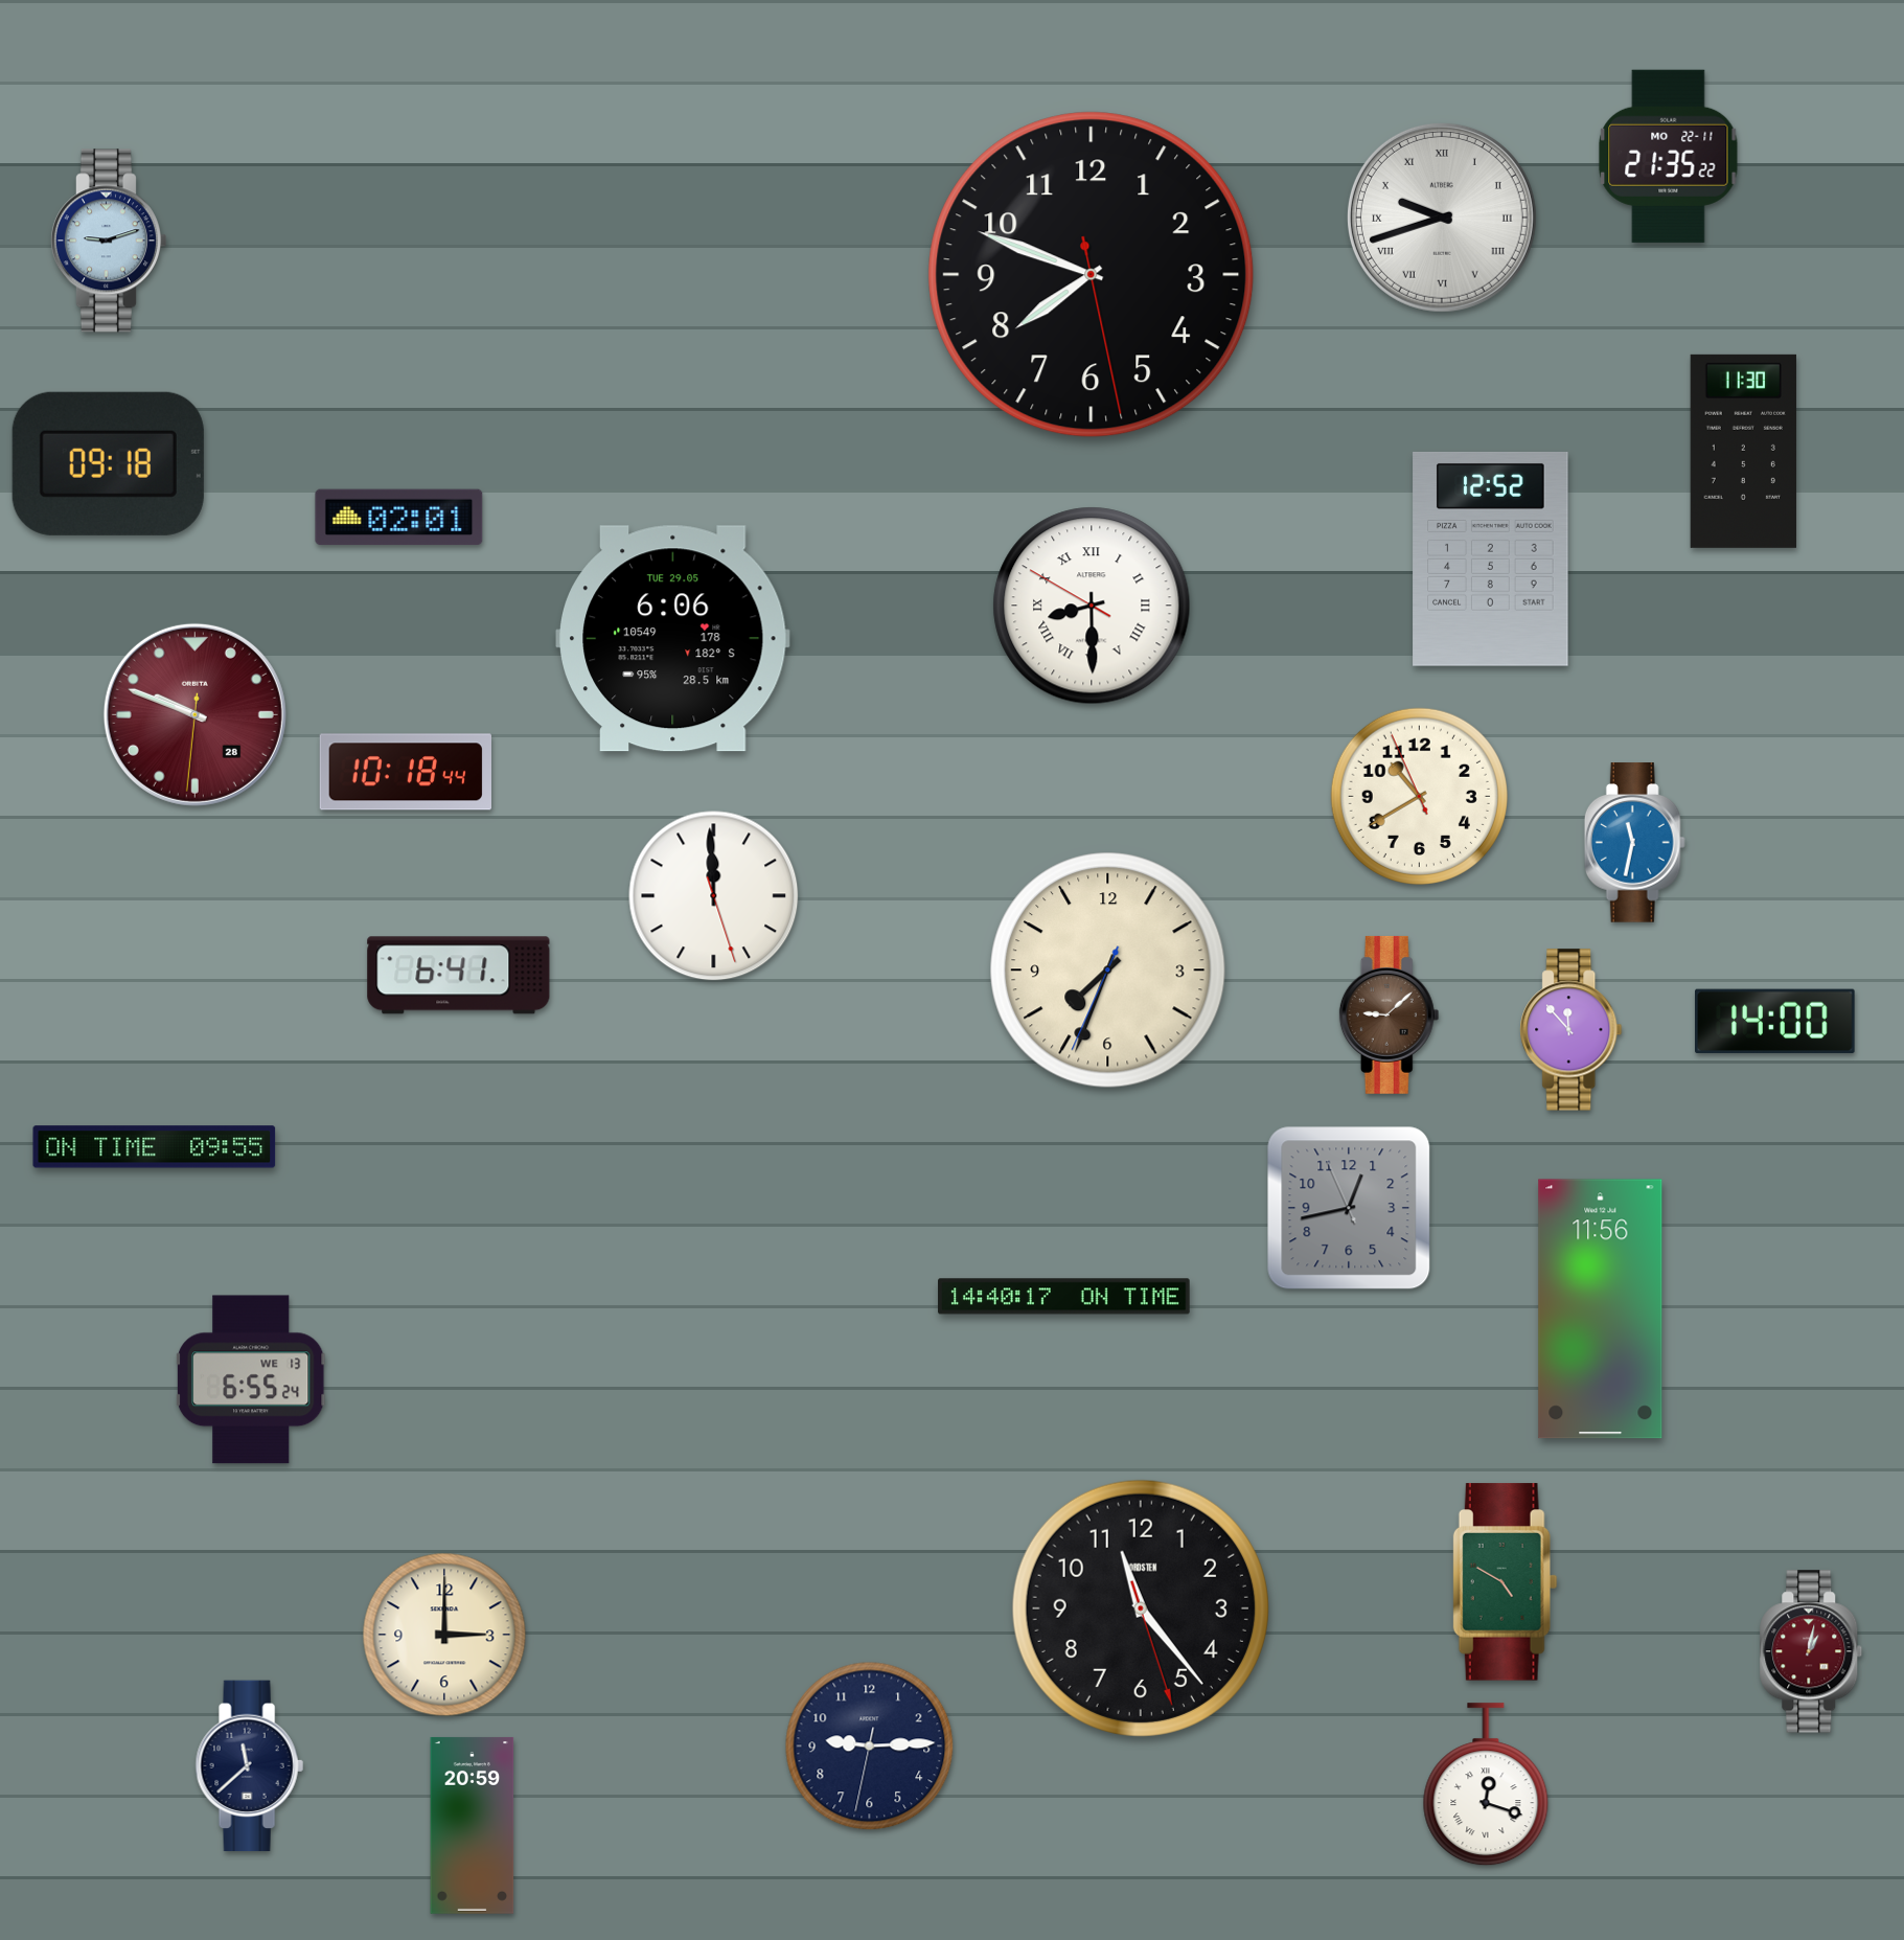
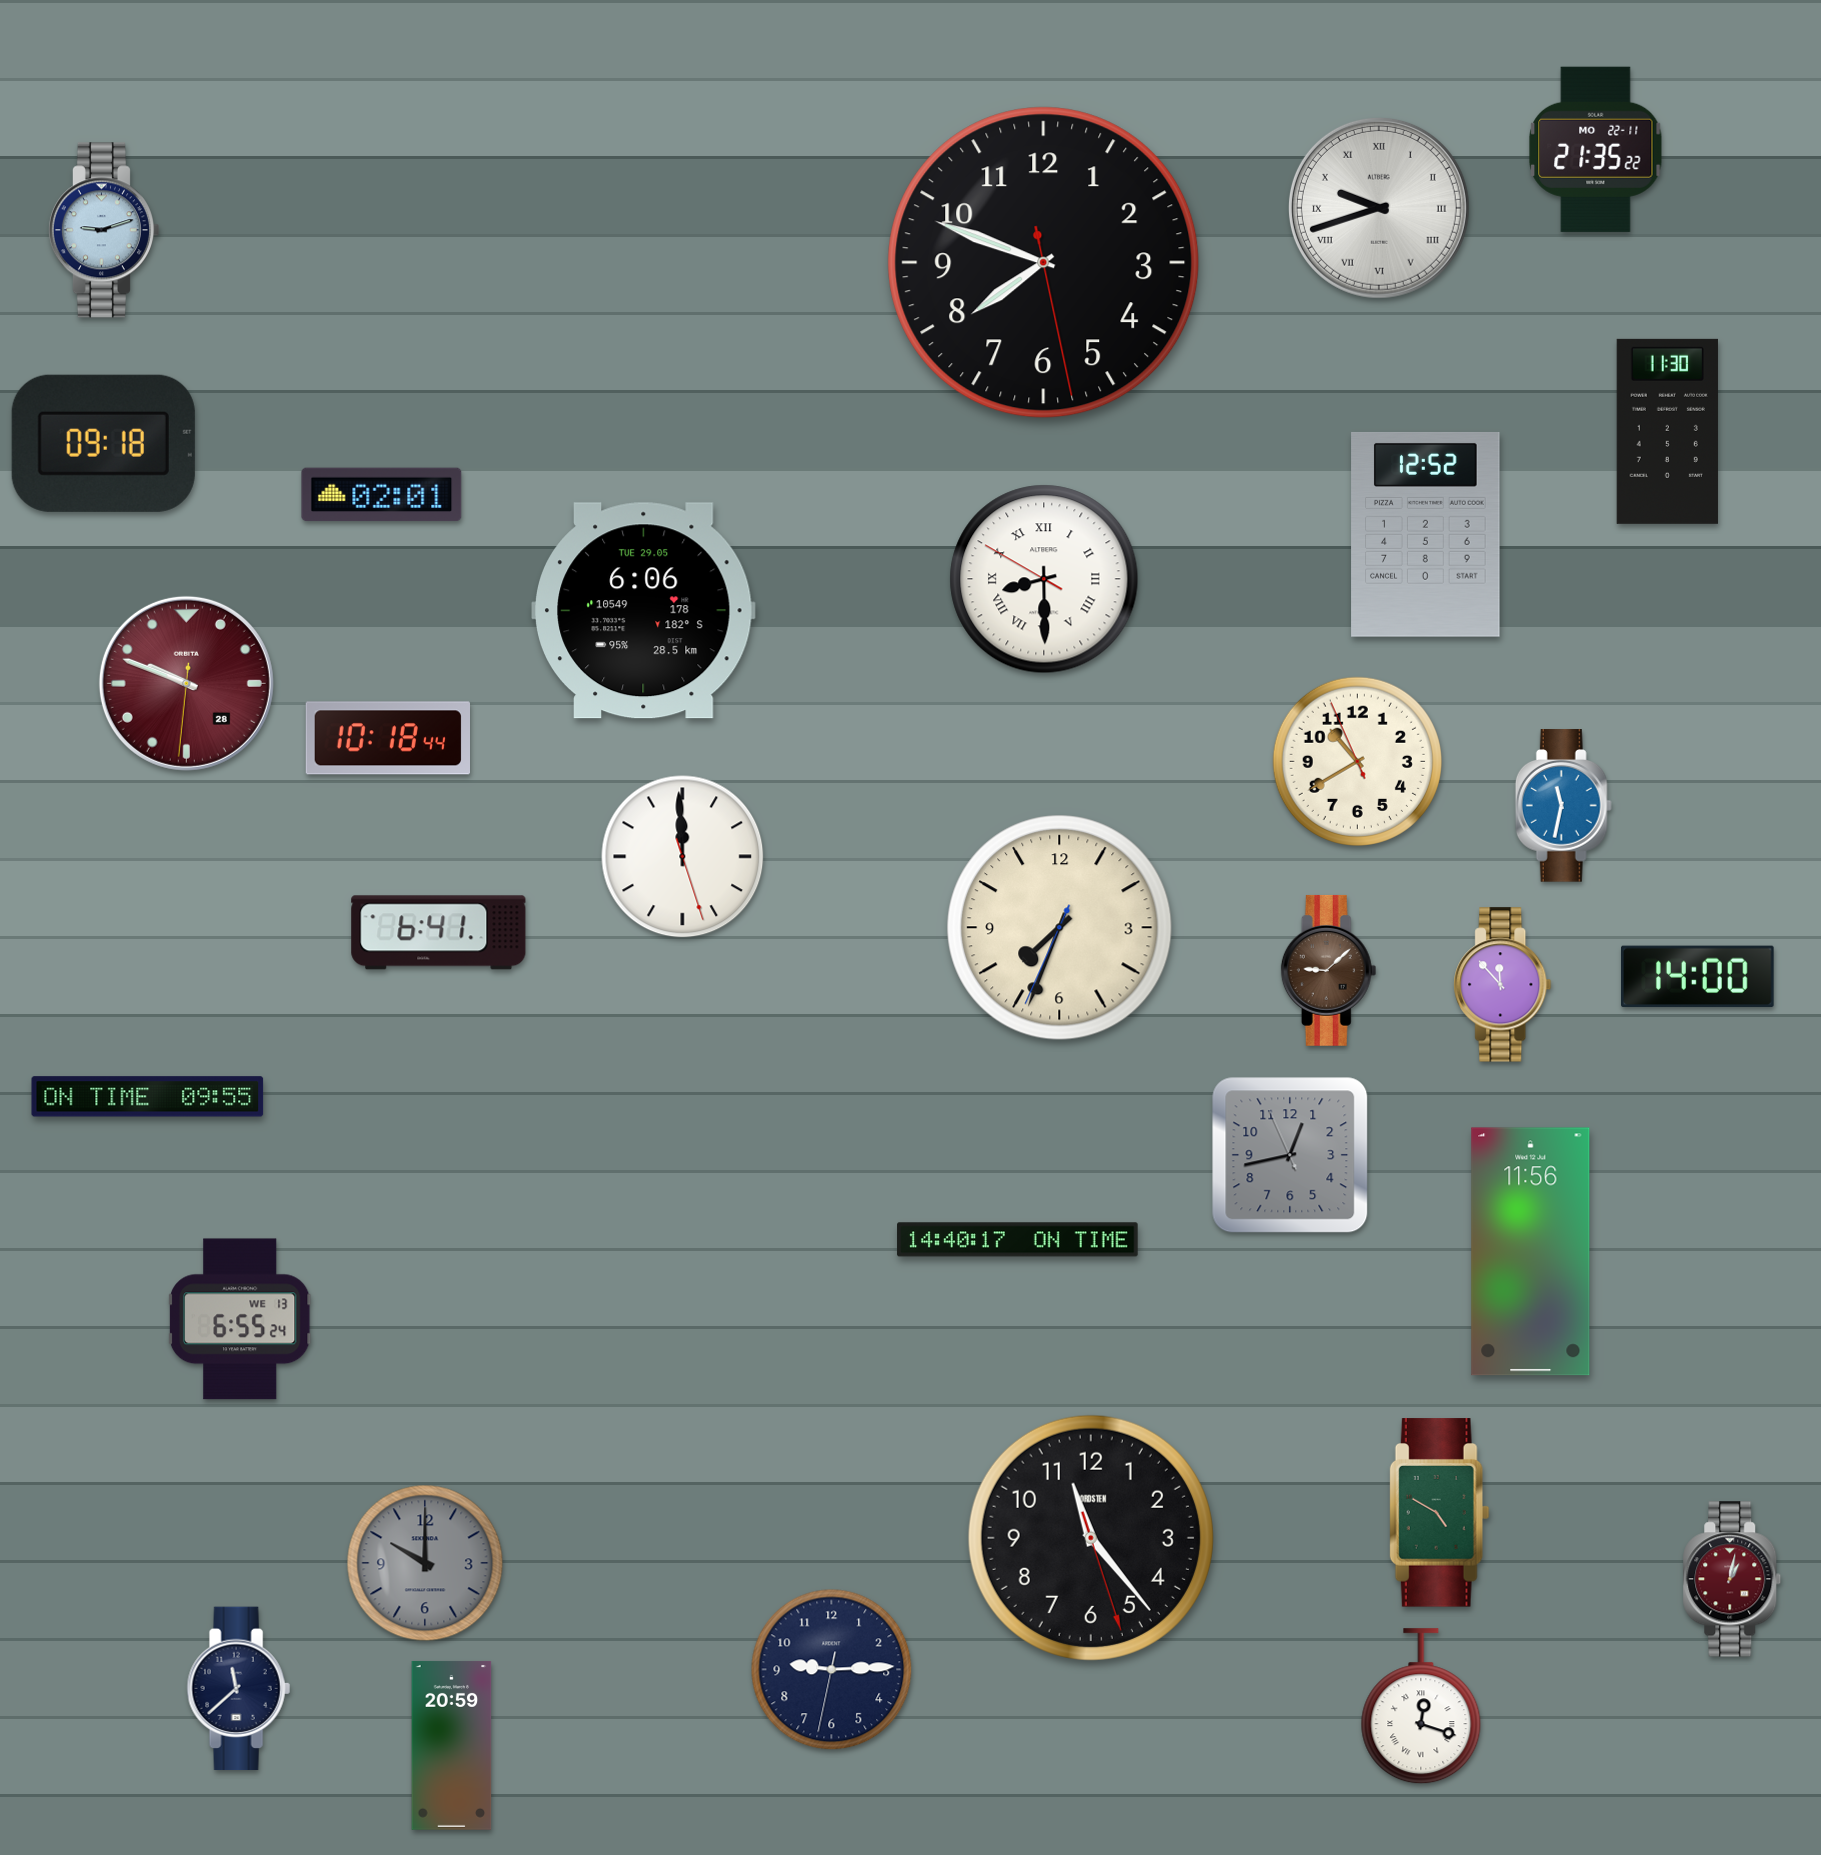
clock at (444, 1635): 3:00 -> 10:00
clock at (444, 1635) dial: cream -> grey
